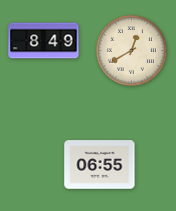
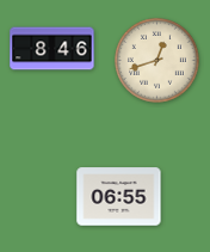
clock at (44, 41): 8:49 -> 8:46
clock at (132, 51): 12:40 -> 12:42
